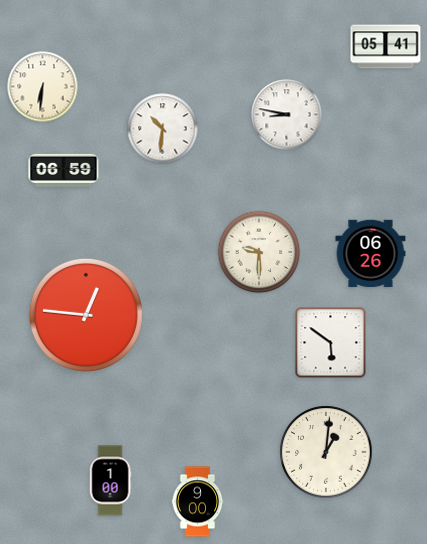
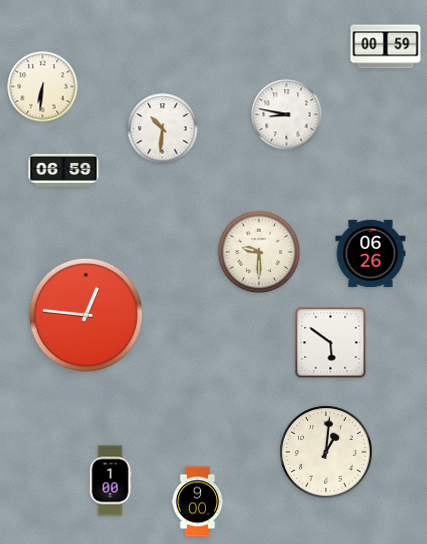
clock at (386, 47): 05:41 -> 00:59
